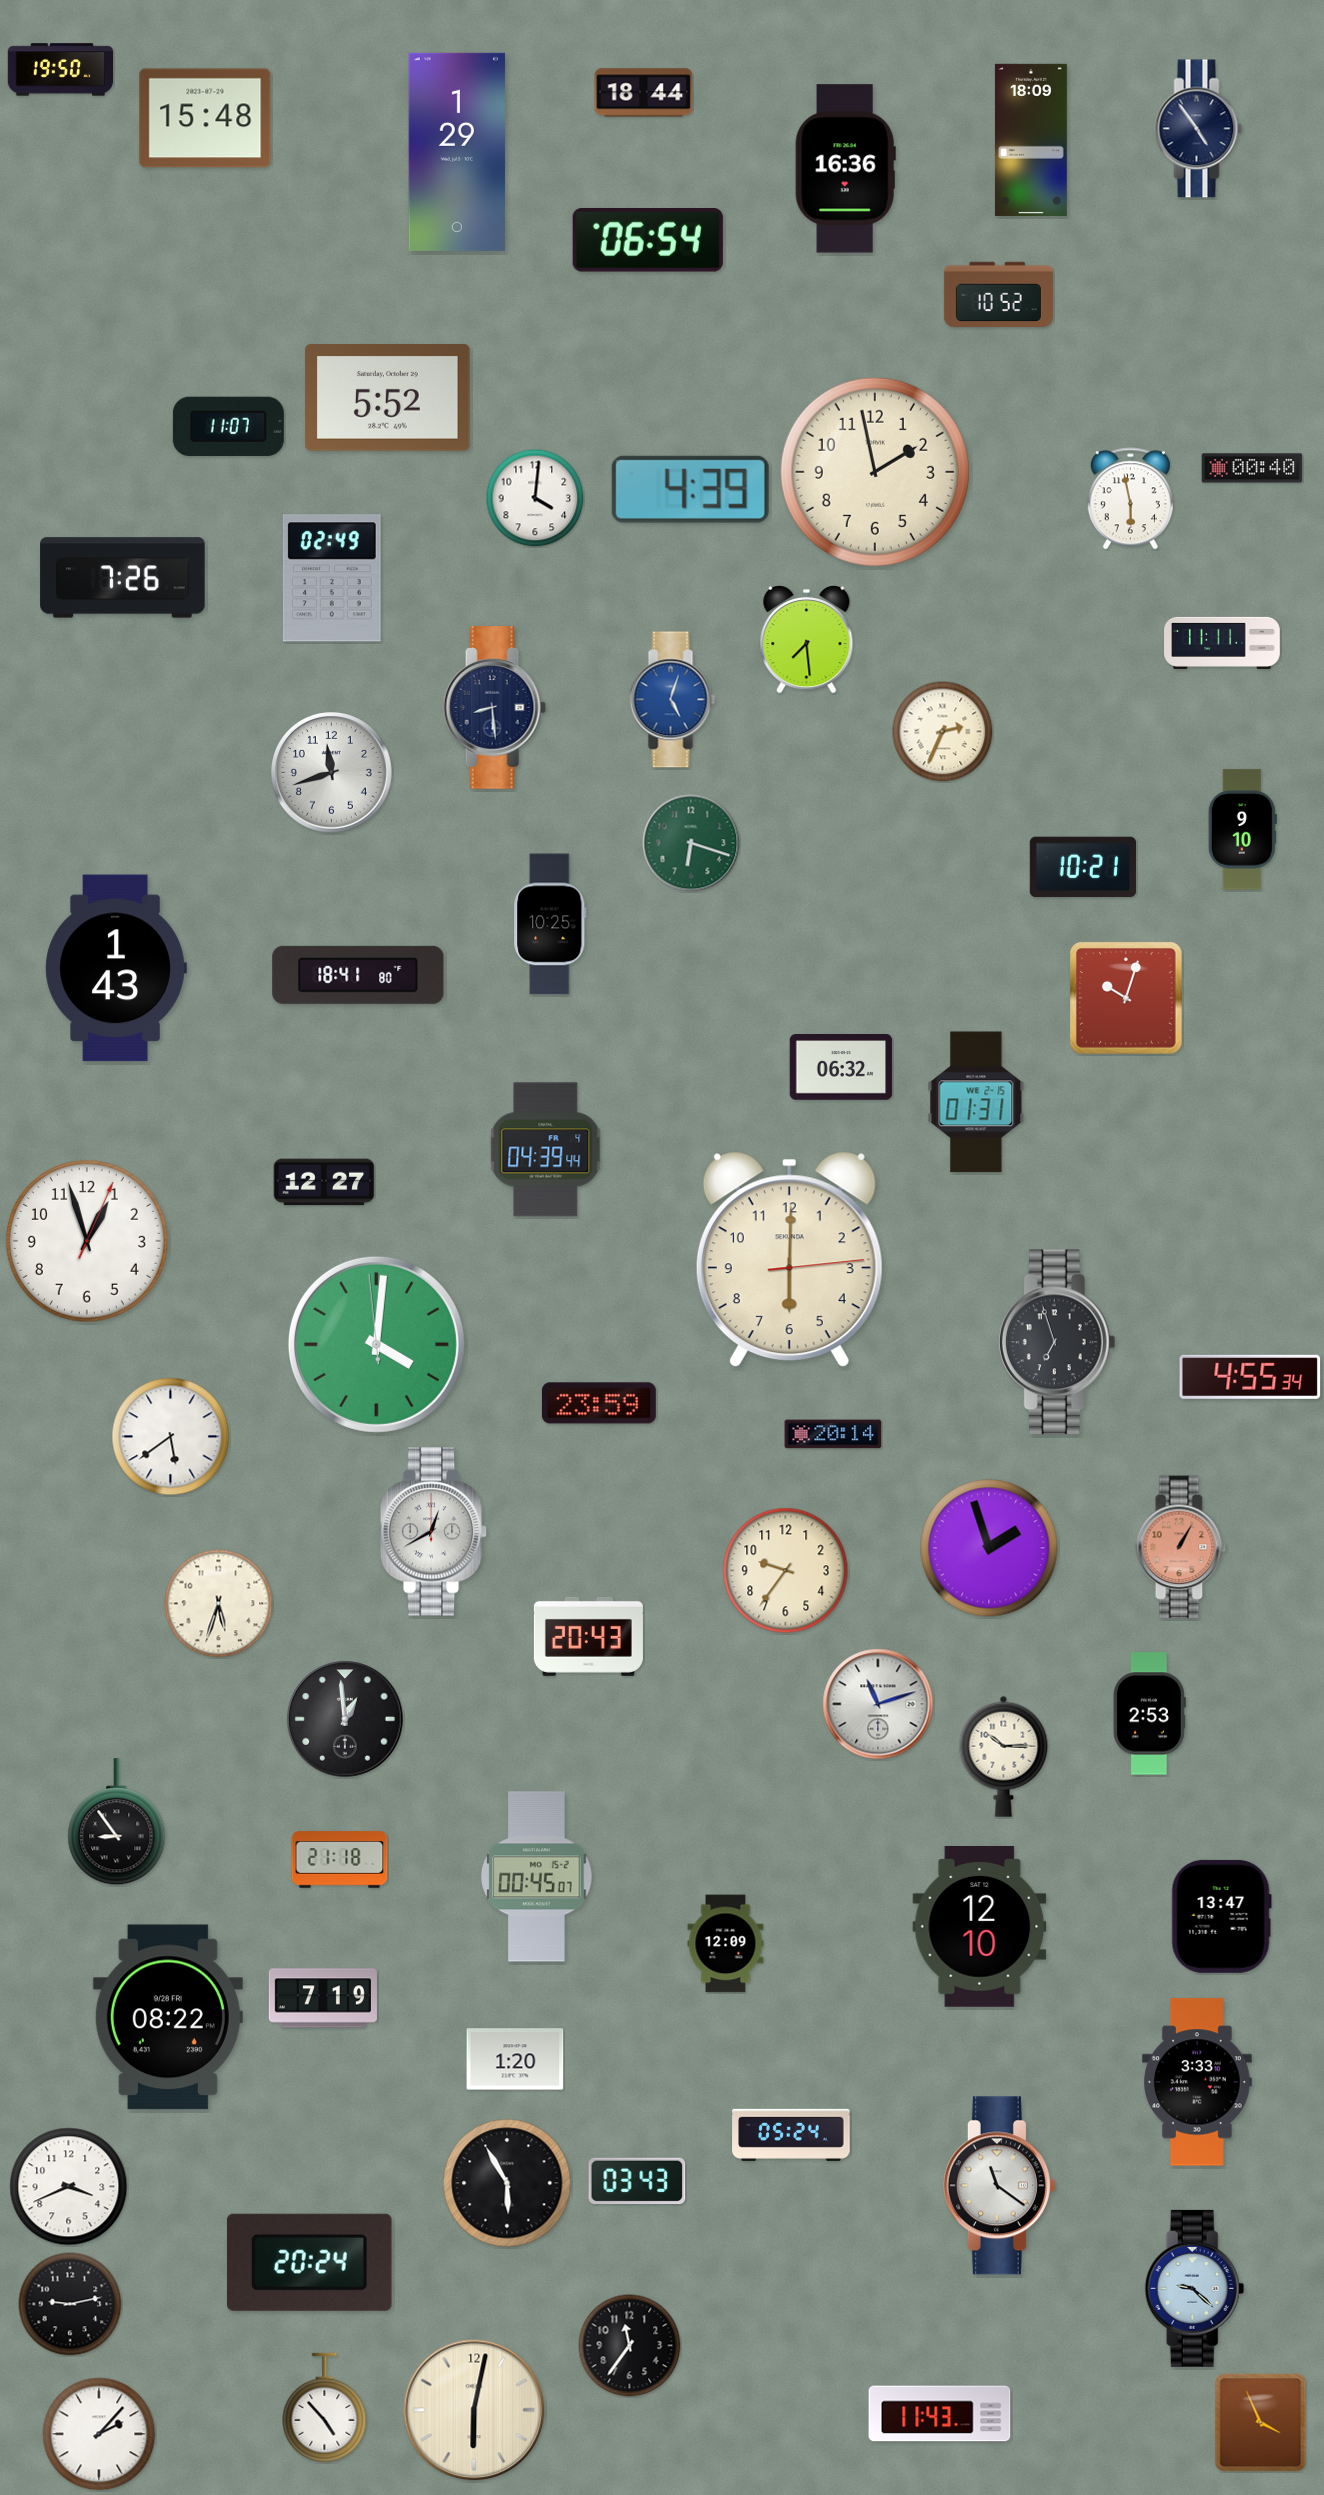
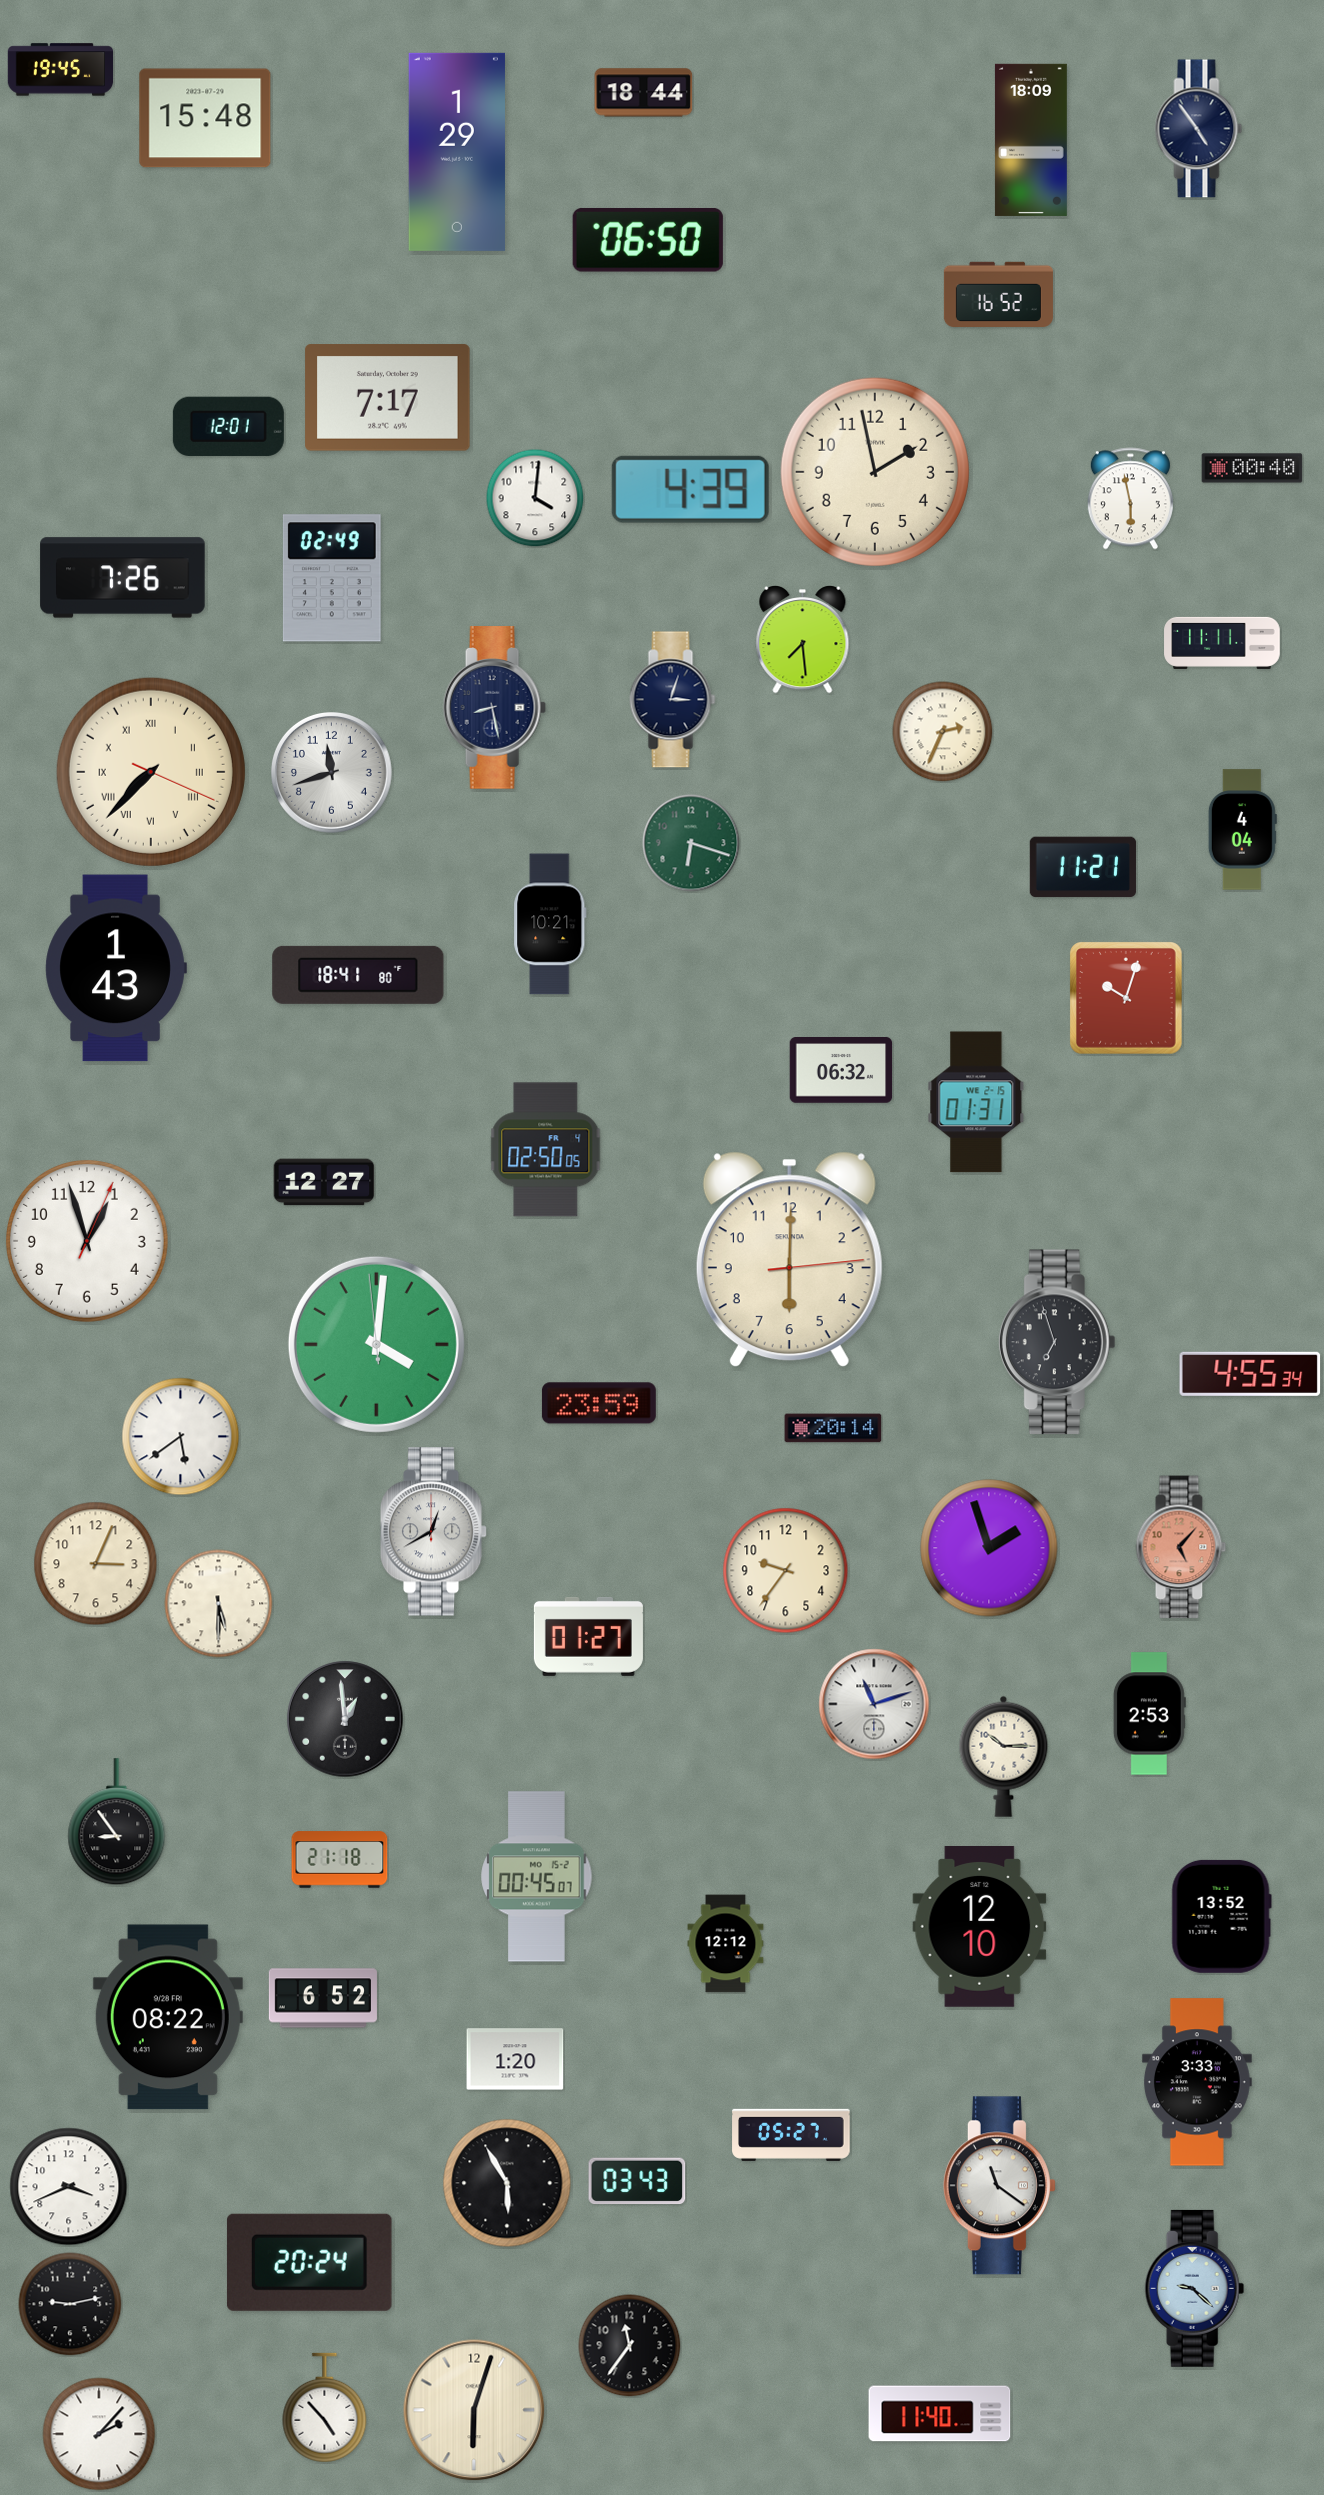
clock at (61, 70): 19:50 -> 19:45
clock at (845, 169): 16:36 -> none
clock at (648, 241): 06:54 -> 06:50
clock at (998, 295): 10:52 -> 16:52
clock at (388, 398): 5:52 -> 7:17
clock at (228, 426): 11:07 -> 12:01
clock at (807, 640) position: (807, 640) -> (803, 640)
clock at (673, 700): 5:03 -> 3:03
clock at (673, 700) dial: blue -> navy
clock at (494, 708): 8:29 -> 8:28
clock at (151, 772): none -> 7:37
clock at (1242, 830): 9:10 -> 4:04
clock at (1083, 867): 10:21 -> 11:21
clock at (550, 924): 10:25 -> 10:21
clock at (841, 1067) position: (841, 1067) -> (841, 1070)
clock at (546, 1150): 04:39 -> 02:50
clock at (1250, 1377) position: (1250, 1377) -> (1250, 1374)
clock at (833, 1434) position: (833, 1434) -> (833, 1428)
clock at (171, 1437) position: (171, 1437) -> (181, 1437)
clock at (1181, 1547): 1:05 -> 5:07
clock at (96, 1564): none -> 3:04
clock at (219, 1604): 5:33 -> 5:30
clock at (588, 1636): 20:43 -> 01:27
clock at (878, 1704) position: (878, 1704) -> (874, 1704)
clock at (1221, 1916): 13:47 -> 13:52
clock at (726, 1944): 12:09 -> 12:12
clock at (323, 1998): 7:19 -> 6:52
clock at (791, 2135): 05:24 -> 05:27
clock at (474, 2410): 6:02 -> 6:03
clock at (940, 2414): 11:43 -> 11:40
clock at (1261, 2423): 3:56 -> none
